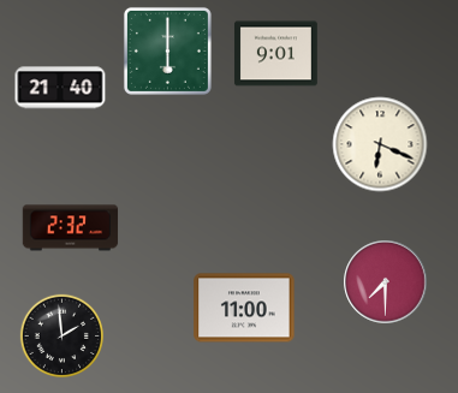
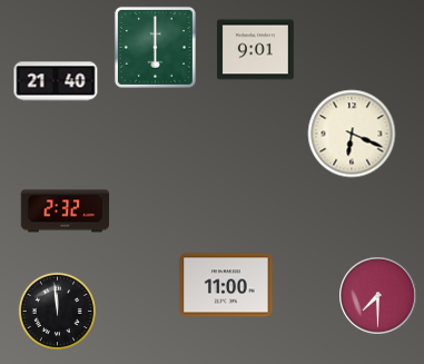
clock at (386, 282) position: (386, 282) -> (378, 296)
clock at (61, 335): 1:59 -> 11:59
